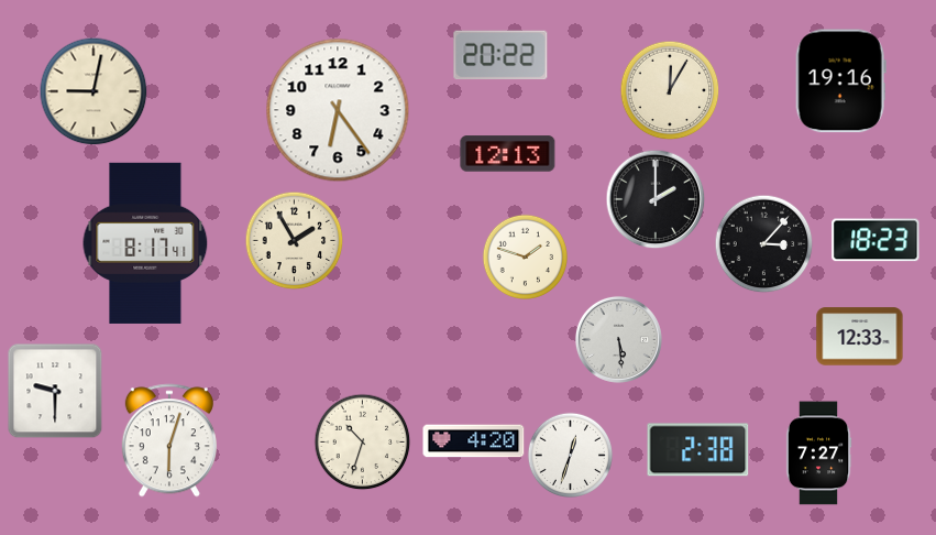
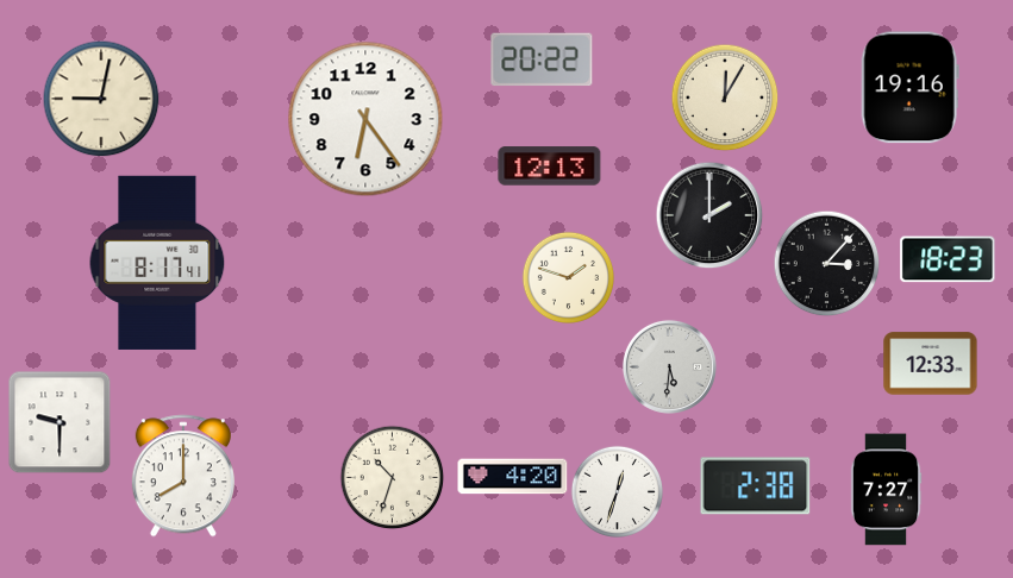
clock at (294, 240): 1:55 -> none
clock at (618, 339): 5:29 -> 5:31
clock at (169, 440): 6:03 -> 8:00
